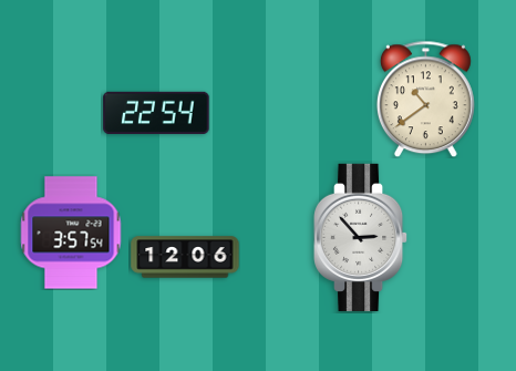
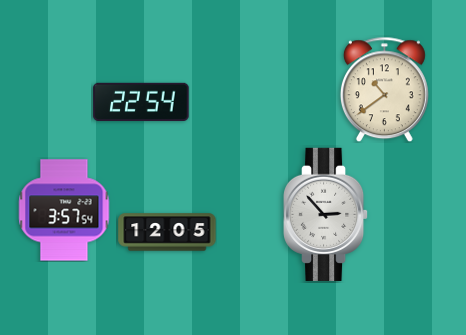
clock at (185, 257): 12:06 -> 12:05
